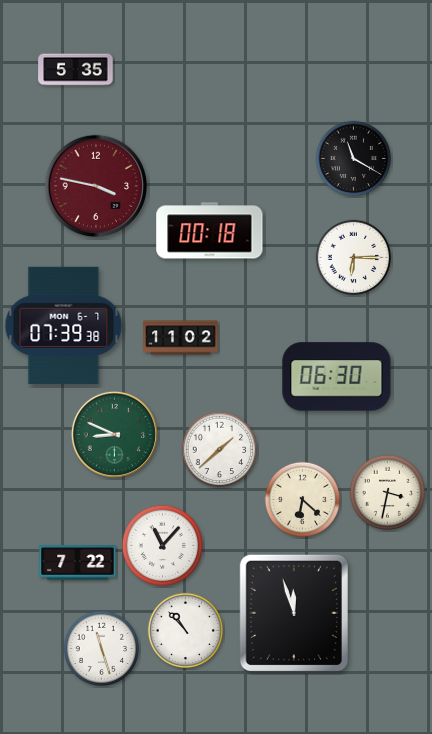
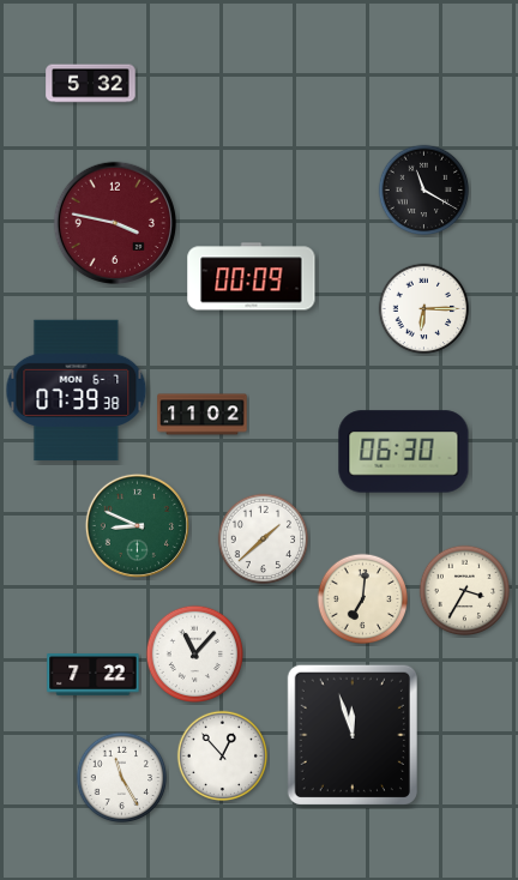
clock at (76, 70): 5:35 -> 5:32
clock at (210, 231): 00:18 -> 00:09
clock at (181, 338) position: (181, 338) -> (203, 415)
clock at (114, 434) position: (114, 434) -> (137, 525)
clock at (388, 493): 3:32 -> 3:35
clock at (303, 500): 6:22 -> 7:01
clock at (186, 631): 10:53 -> 12:53
clock at (102, 649): 11:27 -> 11:25
